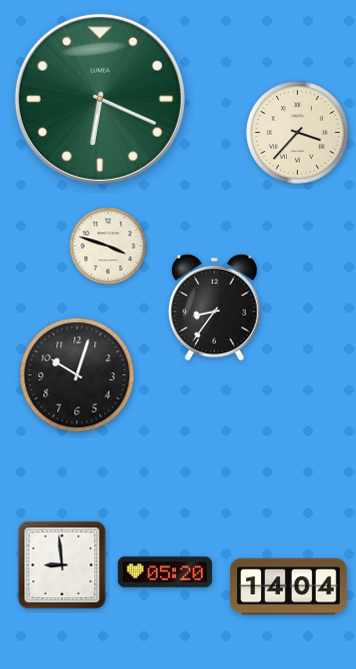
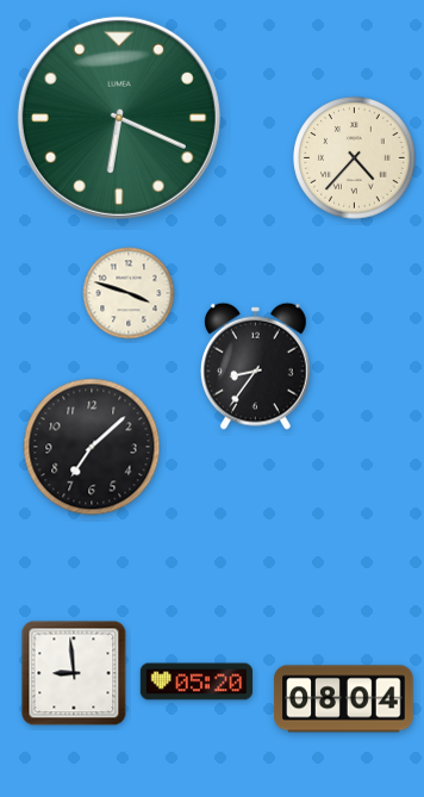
clock at (298, 133): 3:37 -> 4:37
clock at (77, 375): 10:03 -> 7:08
clock at (289, 587): 14:04 -> 08:04
